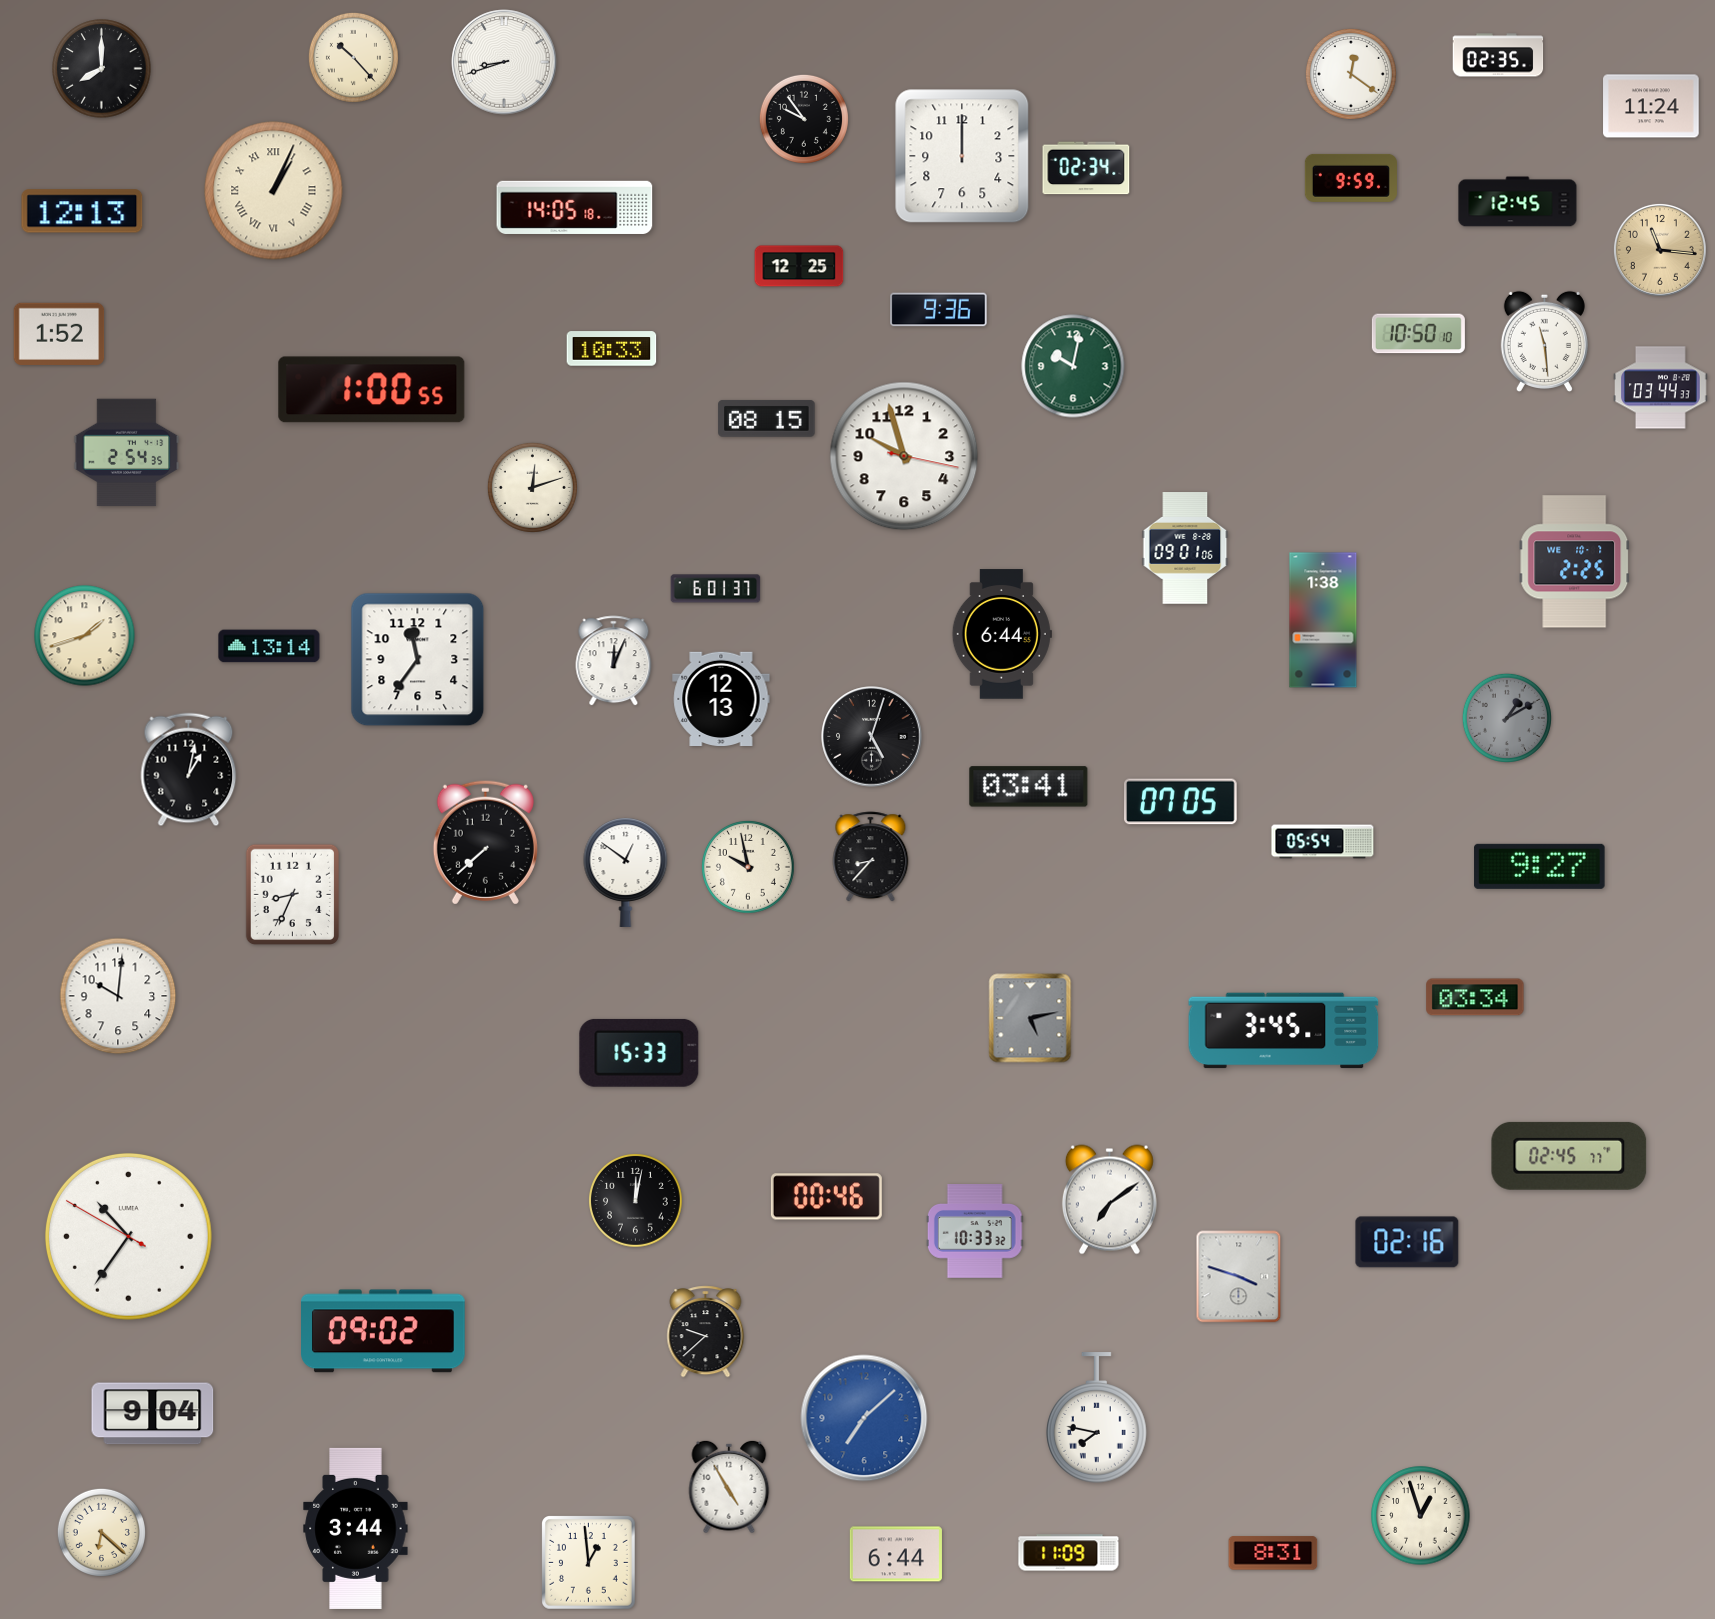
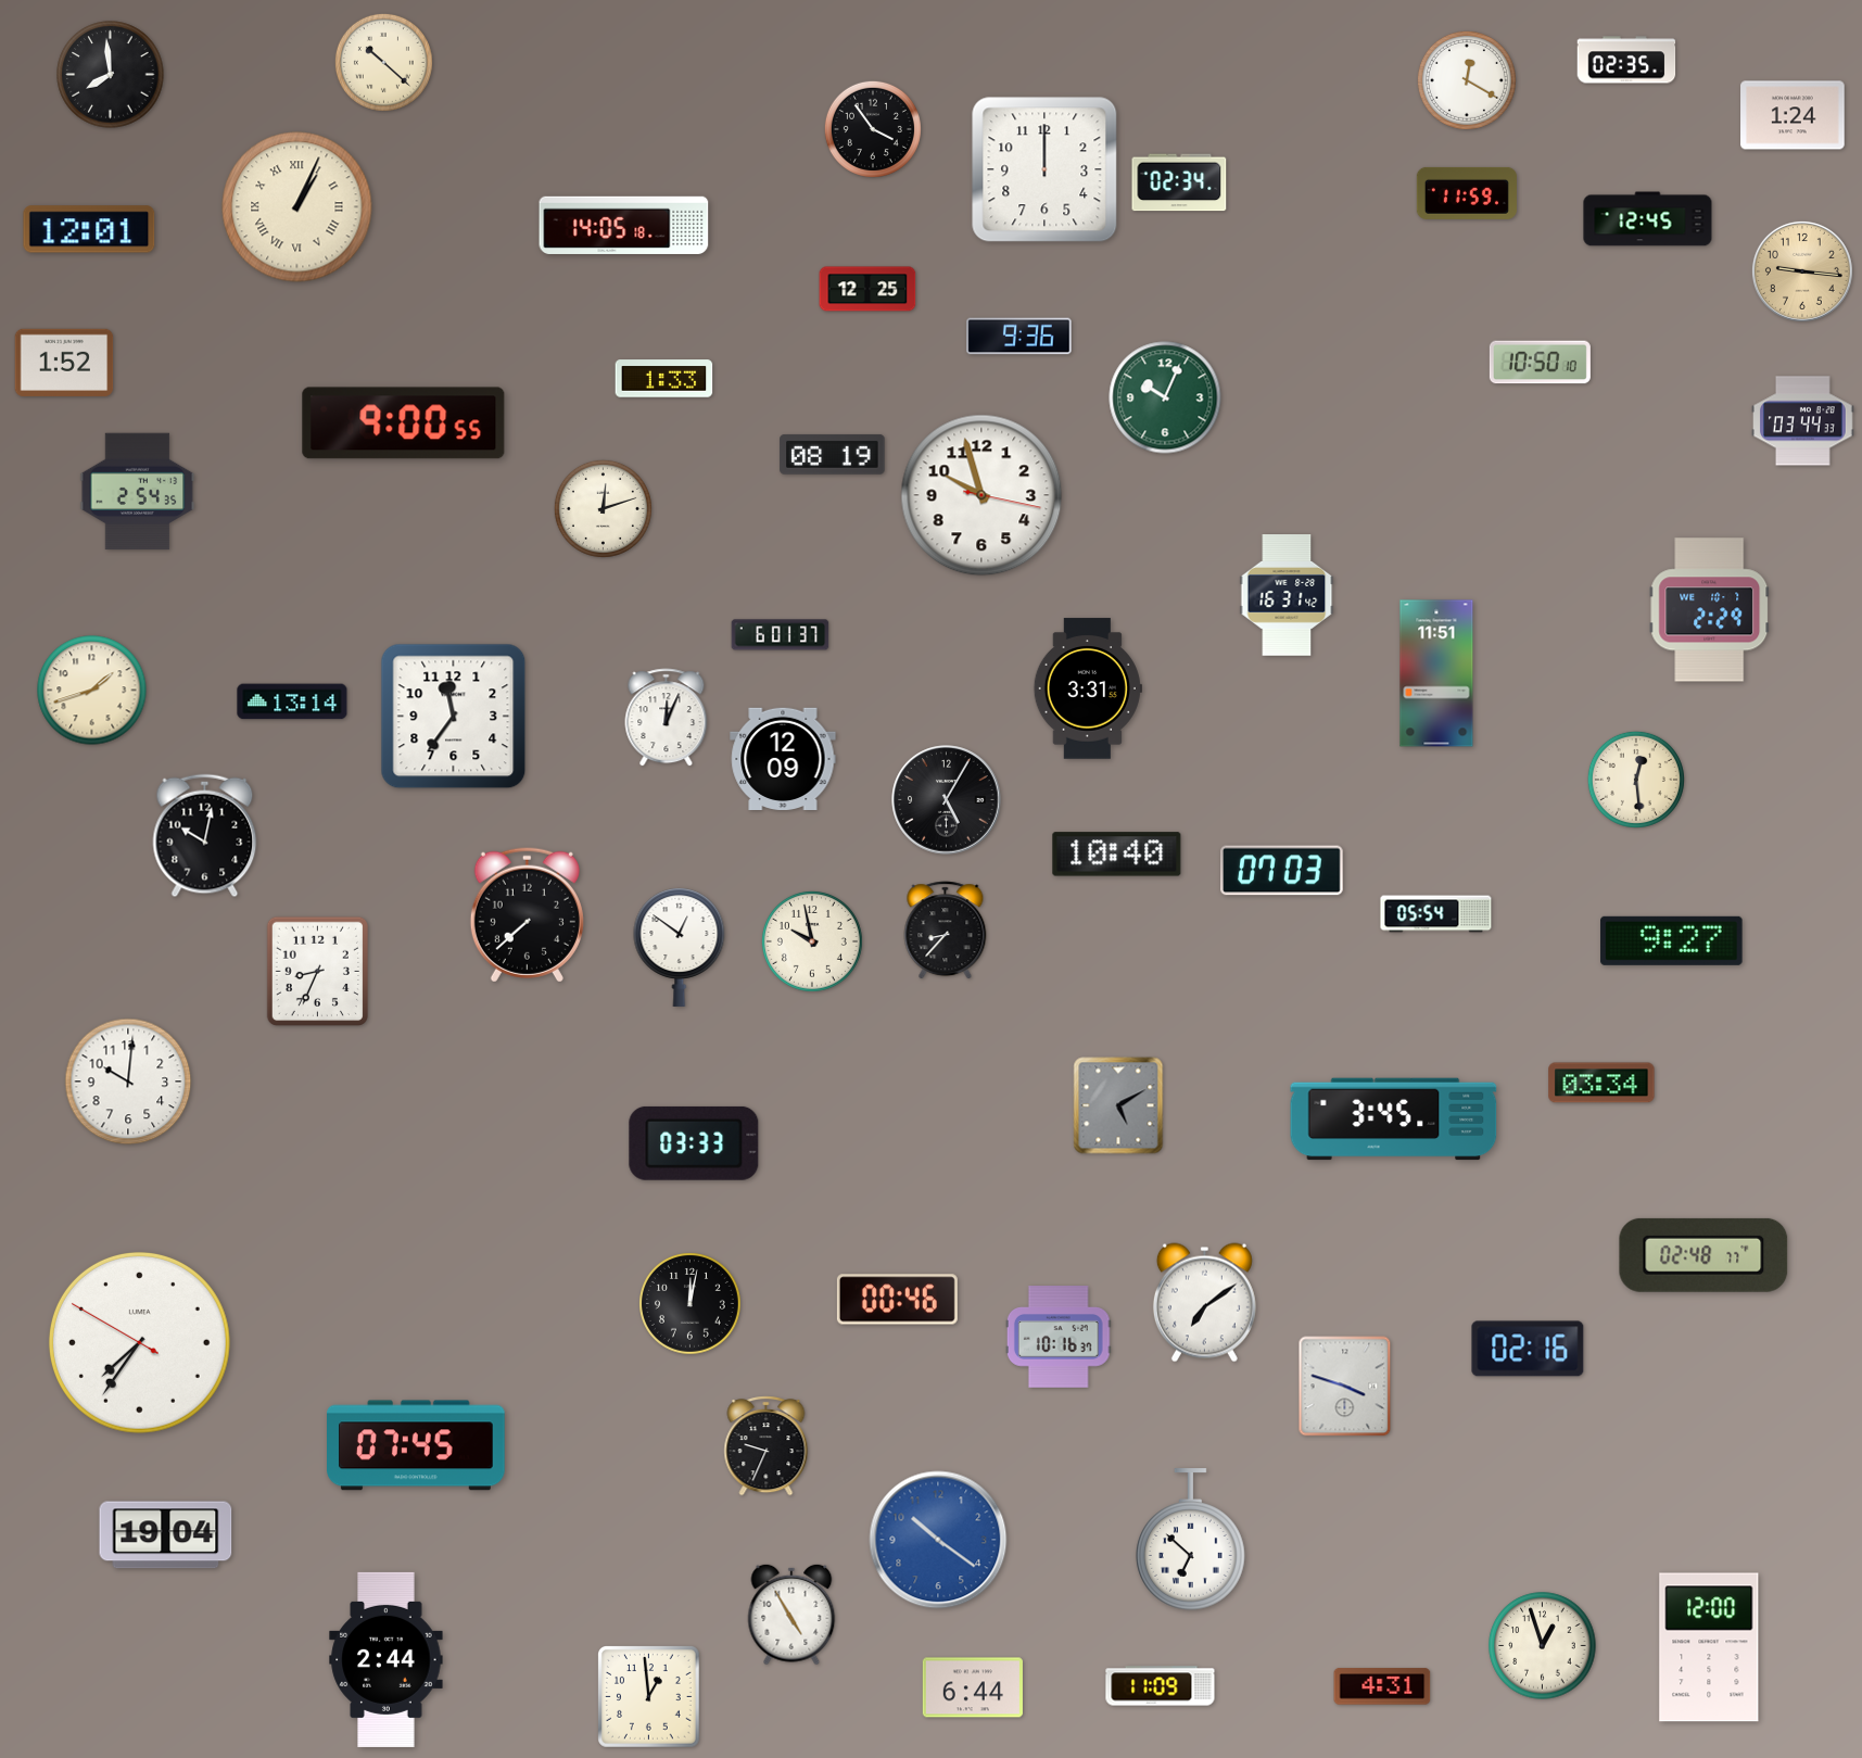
clock at (353, 57): 10:23 -> 10:22
clock at (504, 62): 8:42 -> none
clock at (102, 69): 8:00 -> 7:59
clock at (1351, 74): 12:21 -> 12:20
clock at (1651, 106): 11:24 -> 1:24
clock at (804, 119): 9:54 -> 3:54
clock at (1351, 178): 9:59 -> 11:59
clock at (82, 211): 12:13 -> 12:01
clock at (1660, 250): 11:16 -> 9:16
clock at (1544, 341): 11:29 -> none
clock at (612, 349): 10:33 -> 1:33
clock at (1073, 366): 10:02 -> 10:04
clock at (372, 390): 1:00 -> 9:00
clock at (767, 418): 08:15 -> 08:19
clock at (532, 487) position: (532, 487) -> (603, 508)
clock at (1185, 549): 09:01 -> 16:31
clock at (1575, 562): 2:25 -> 2:29
clock at (716, 589) position: (716, 589) -> (781, 635)
clock at (1323, 620): 1:38 -> 11:51
clock at (1002, 634): 6:44 -> 3:31
clock at (721, 698): 12:13 -> 12:09
clock at (1507, 718): 1:10 -> 12:29
clock at (1507, 718) dial: grey -> cream
clock at (872, 737): 5:03 -> 5:05
clock at (189, 770): 1:02 -> 10:02
clock at (1029, 787): 03:41 -> 10:40
clock at (1181, 802): 07:05 -> 07:03
clock at (1030, 1018): 5:13 -> 5:10
clock at (639, 1053): 15:33 -> 03:33
clock at (1569, 1156): 02:45 -> 02:48
clock at (975, 1231): 10:33 -> 10:16
clock at (128, 1236): 10:35 -> 7:35
clock at (384, 1331): 09:02 -> 07:45
clock at (706, 1332): 9:38 -> 9:34
clock at (153, 1414): 9:04 -> 19:04
clock at (864, 1418): 7:08 -> 10:21
clock at (1096, 1418): 7:47 -> 6:52
clock at (1709, 1647): none -> 12:00
clock at (356, 1528): 3:44 -> 2:44
clock at (101, 1532): 6:22 -> none
clock at (1273, 1553): 8:31 -> 4:31
clock at (589, 1563) position: (589, 1563) -> (649, 1697)
